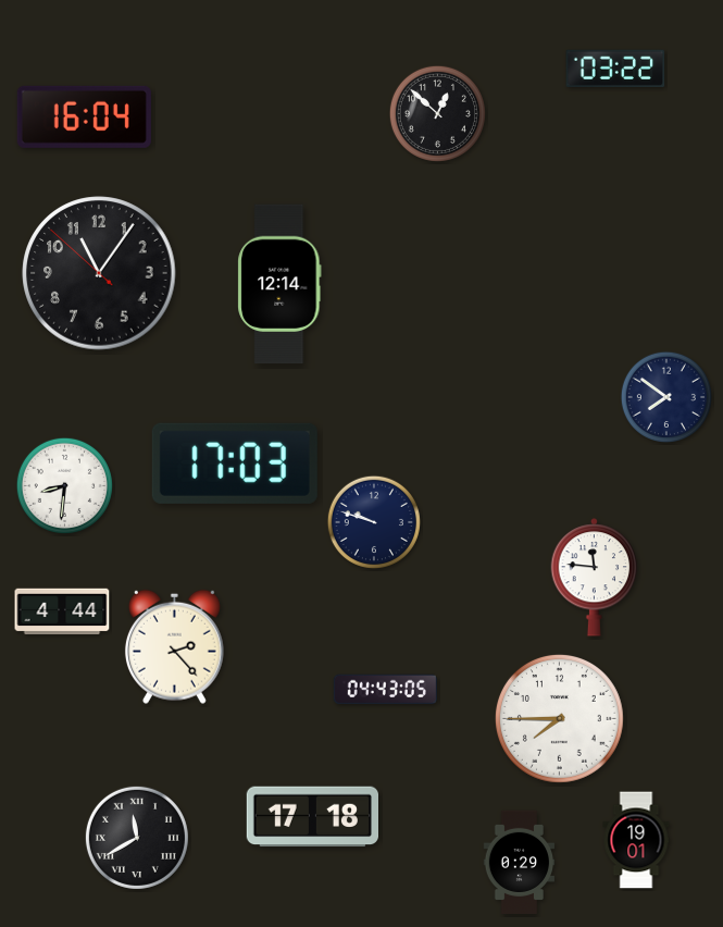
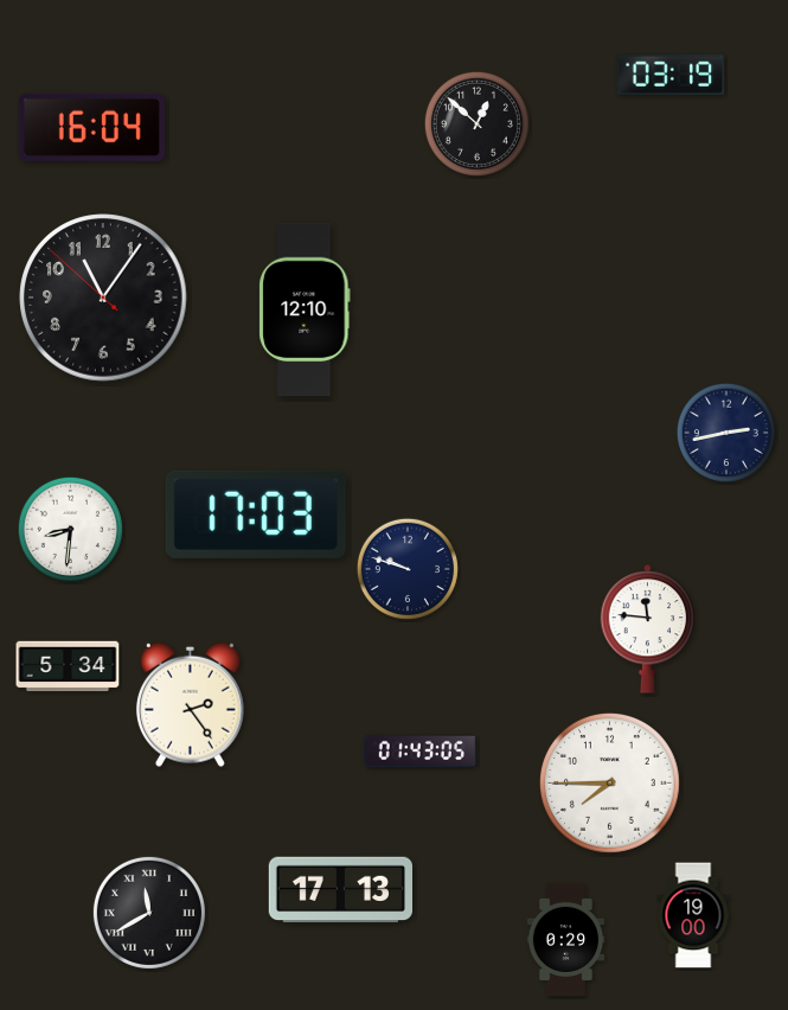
clock at (615, 67): 03:22 -> 03:19
clock at (99, 273) position: (99, 273) -> (103, 298)
clock at (279, 284): 12:14 -> 12:10
clock at (665, 396): 7:51 -> 2:43
clock at (235, 463) position: (235, 463) -> (256, 514)
clock at (62, 611): 4:44 -> 5:34
clock at (174, 646): 2:23 -> 2:24
clock at (385, 690): 04:43 -> 01:43
clock at (312, 817): 17:18 -> 17:13
clock at (636, 840): 19:01 -> 19:00
